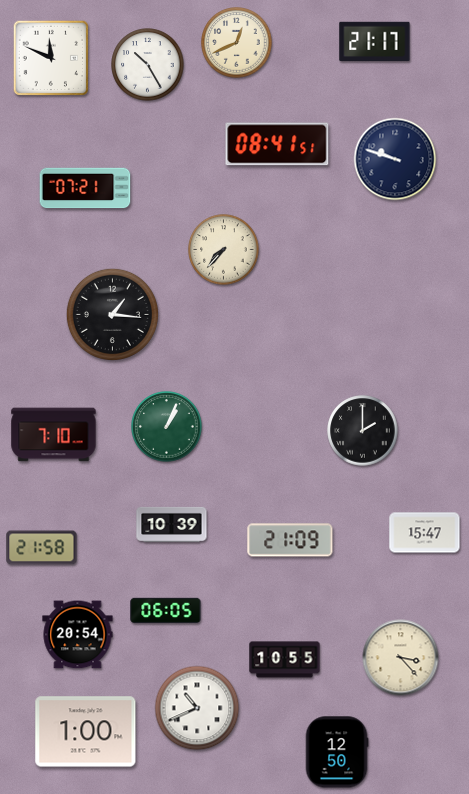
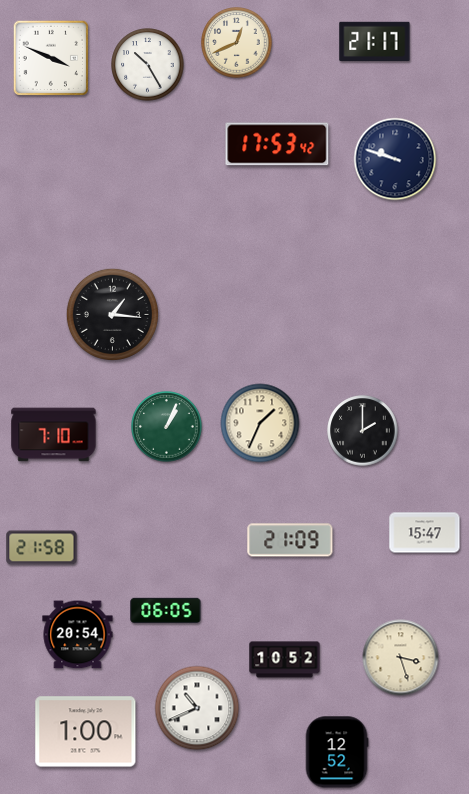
clock at (50, 57): 11:49 -> 3:49
clock at (277, 144): 08:41 -> 17:53
clock at (85, 188): 07:21 -> none
clock at (224, 250): 7:37 -> none
clock at (260, 423): none -> 1:34
clock at (172, 524): 10:39 -> none
clock at (401, 658): 3:23 -> 3:27
clock at (285, 660): 10:55 -> 10:52
clock at (337, 752): 12:50 -> 12:52
